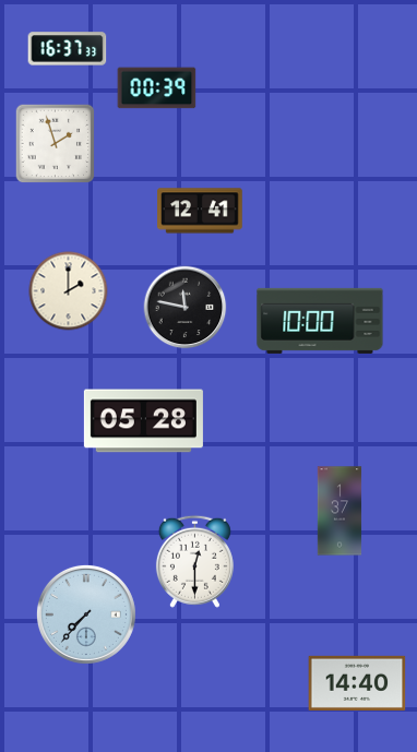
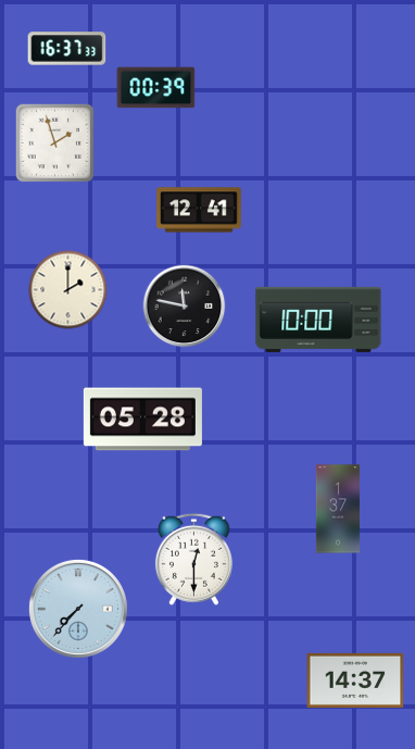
clock at (86, 614) position: (86, 614) -> (78, 609)
clock at (357, 683): 14:40 -> 14:37
